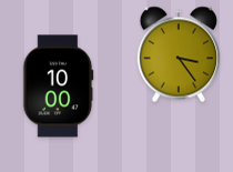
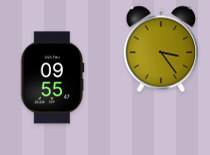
clock at (59, 87): 10:00 -> 09:55
